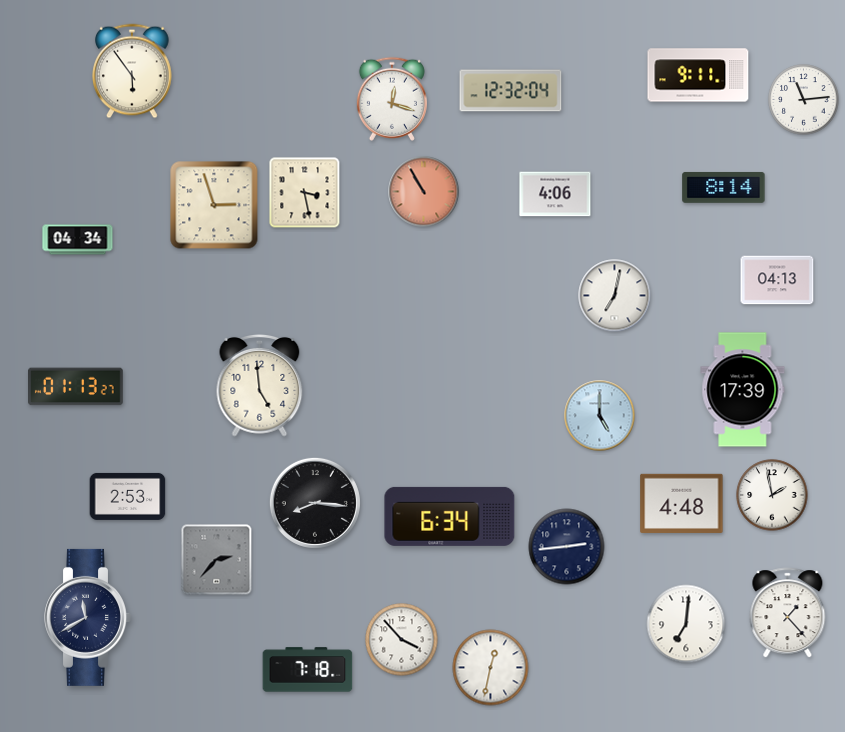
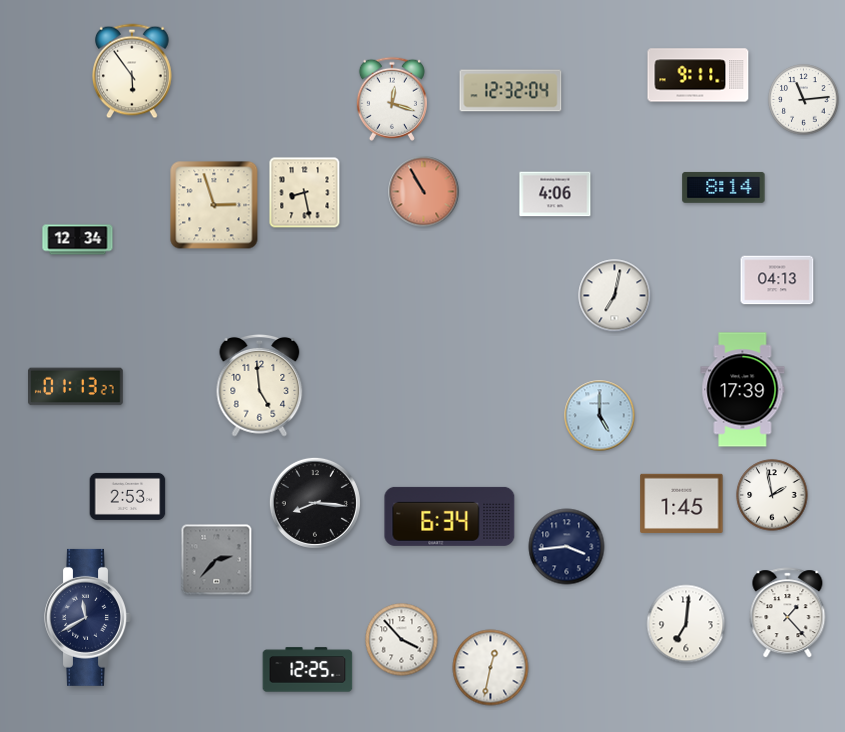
clock at (305, 193): 3:28 -> 8:28
clock at (78, 240): 04:34 -> 12:34
clock at (682, 503): 4:48 -> 1:45
clock at (567, 547): 2:44 -> 3:44
clock at (308, 670): 7:18 -> 12:25
